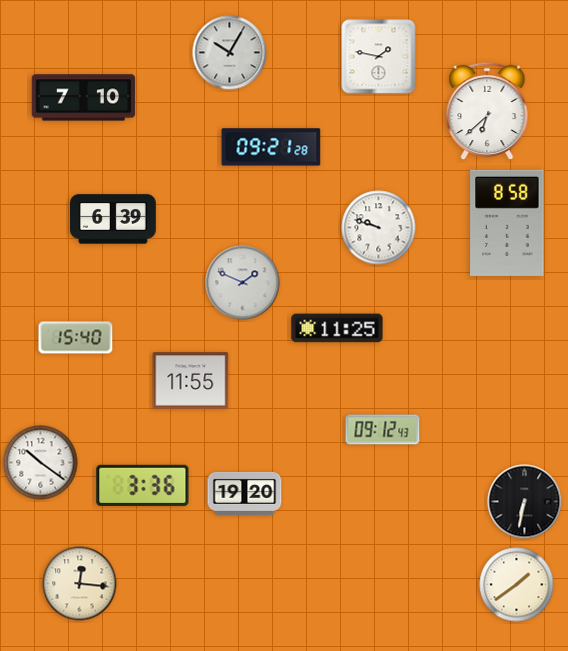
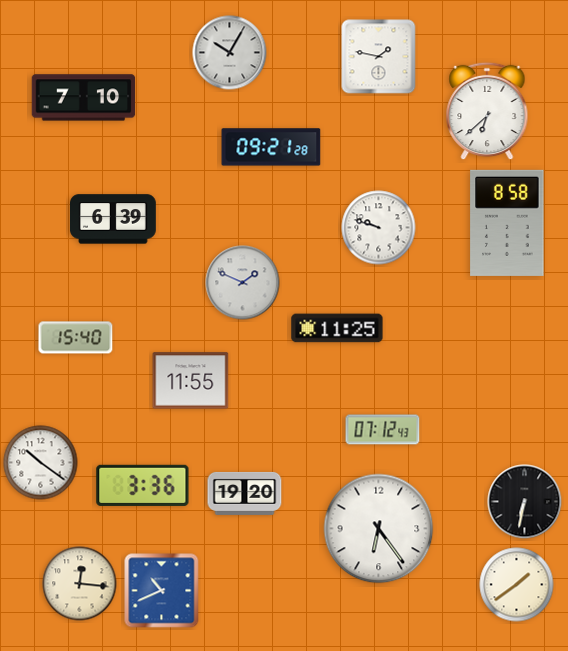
clock at (383, 430): 09:12 -> 07:12
clock at (379, 529): none -> 6:24
clock at (162, 591): none -> 10:41
